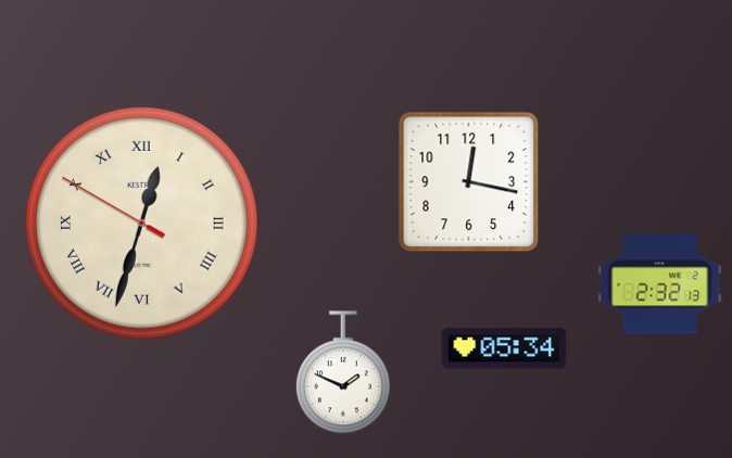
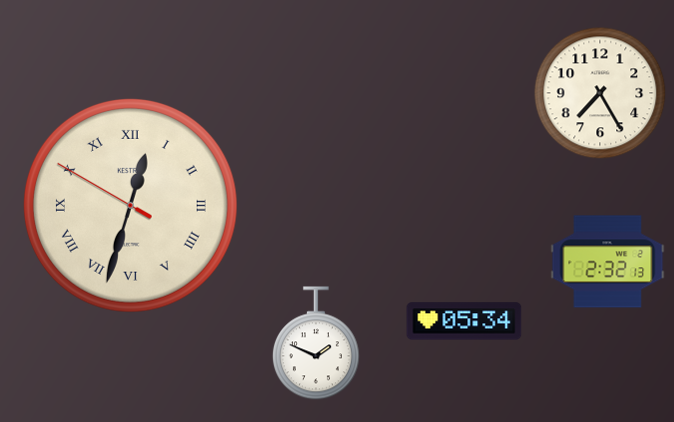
clock at (600, 93): none -> 7:25
clock at (469, 182): 12:17 -> none
